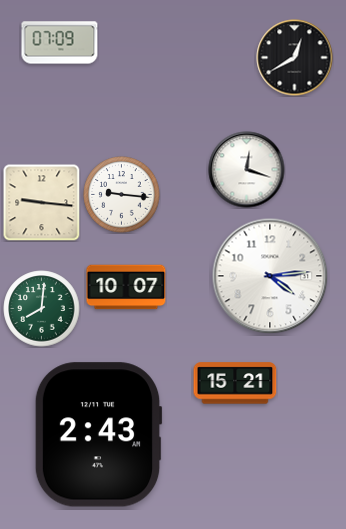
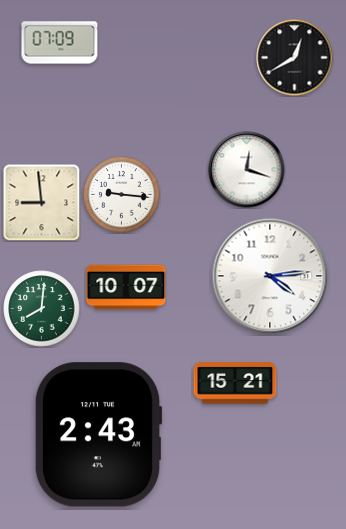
clock at (41, 202): 9:16 -> 8:59
